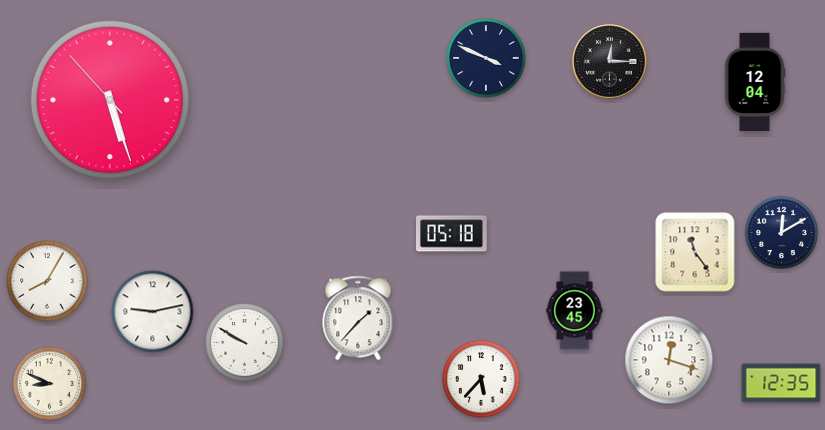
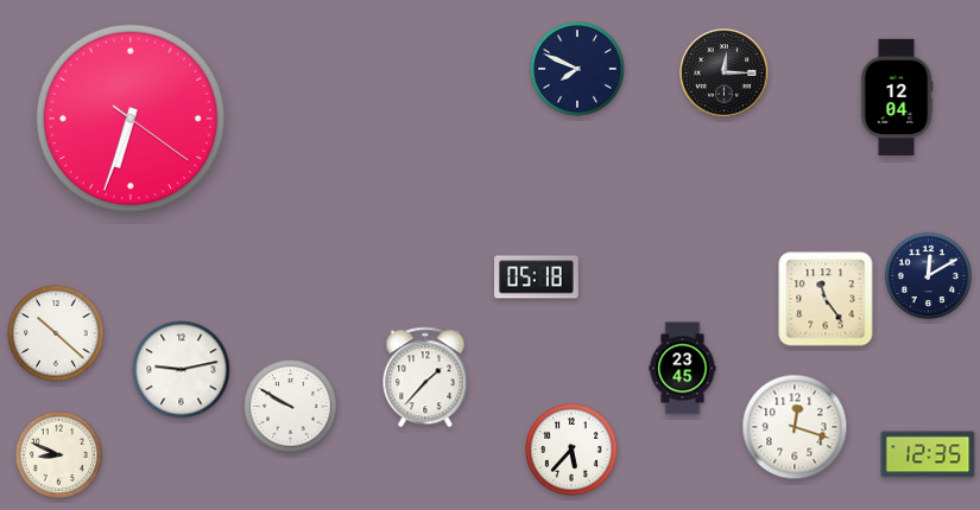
clock at (486, 58): 3:49 -> 7:49
clock at (110, 100): 5:26 -> 6:33
clock at (47, 281): 8:05 -> 10:22
